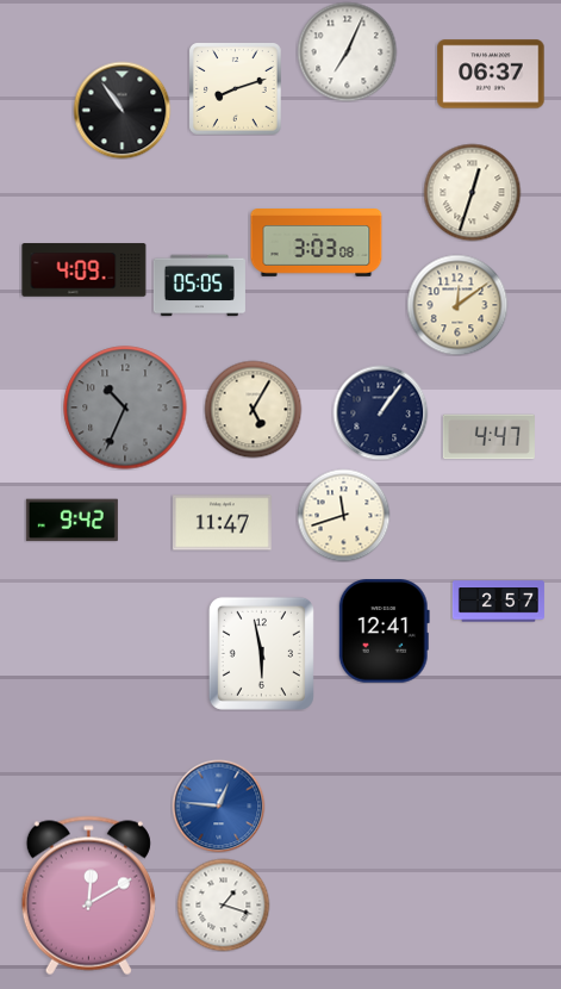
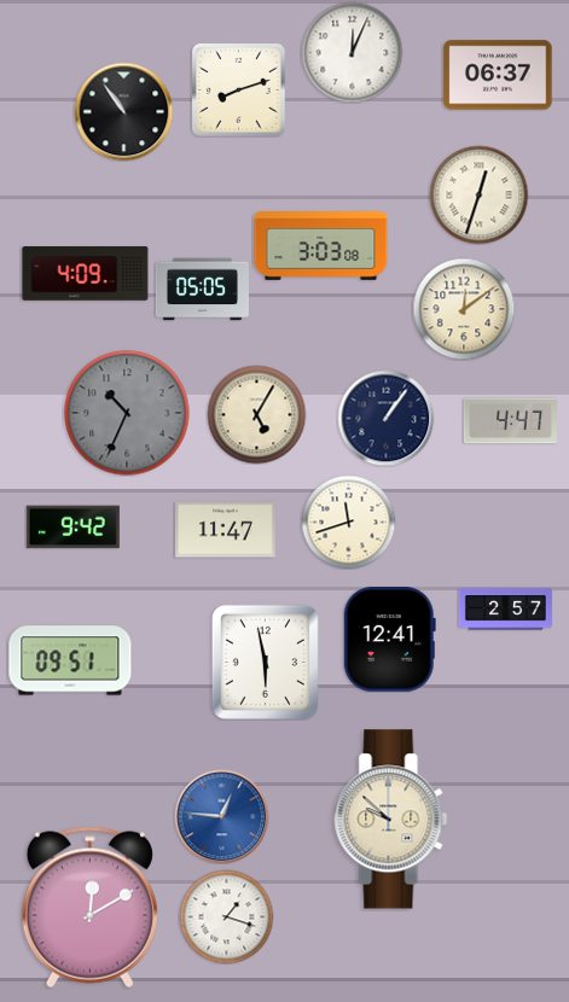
clock at (347, 51): 7:04 -> 12:04
clock at (488, 437) position: (488, 437) -> (510, 421)
clock at (70, 660): none -> 09:51
clock at (391, 820): none -> 9:52
